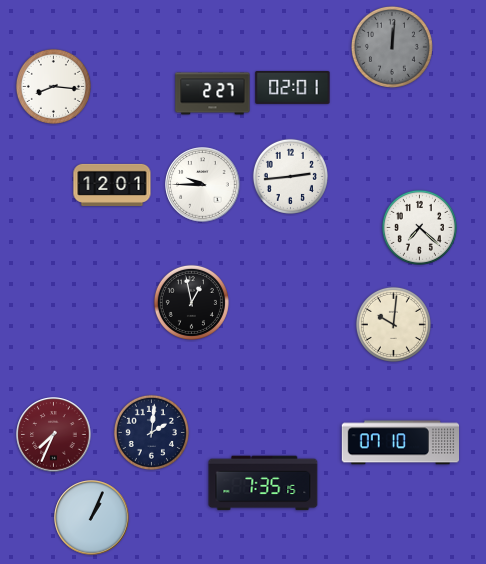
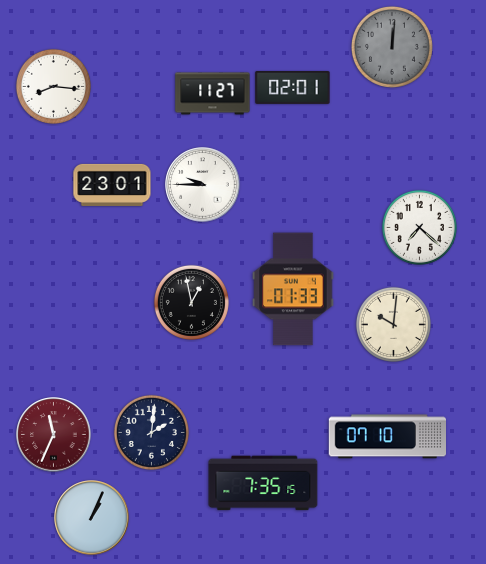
clock at (213, 94): 2:27 -> 11:27
clock at (290, 176): 2:44 -> none
clock at (112, 185): 12:01 -> 23:01
clock at (293, 289): none -> 01:33
clock at (54, 435): 7:34 -> 11:34
clock at (400, 443) position: (400, 443) -> (387, 437)
